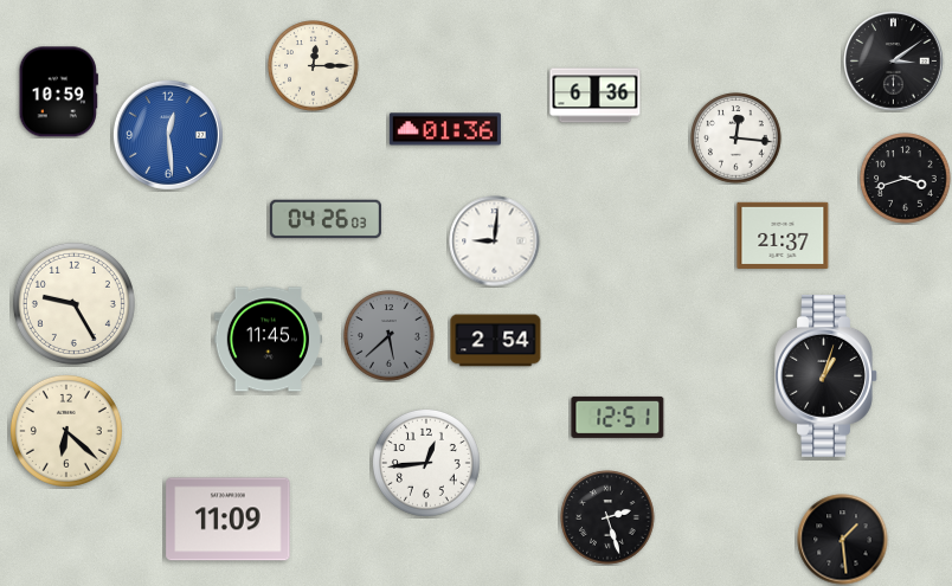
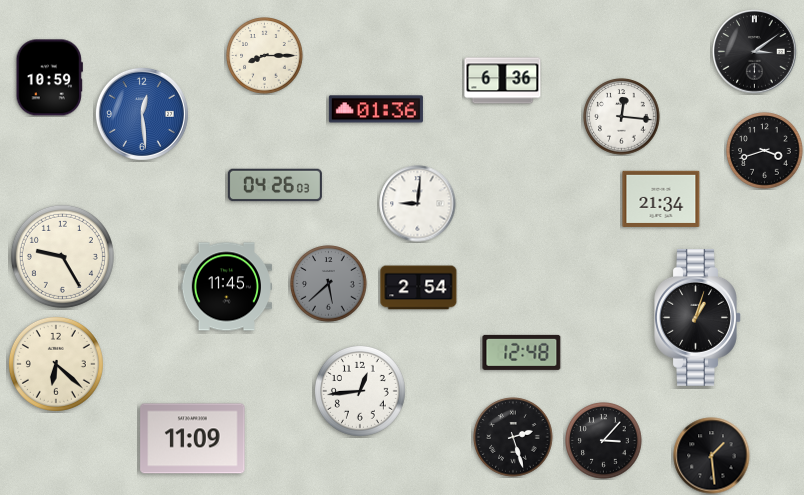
clock at (314, 66): 12:15 -> 8:15
clock at (783, 236): 21:37 -> 21:34
clock at (618, 417): 12:51 -> 12:48
clock at (604, 441): none -> 3:07
